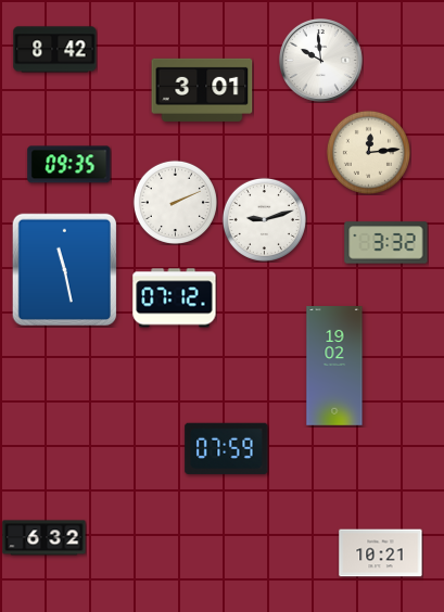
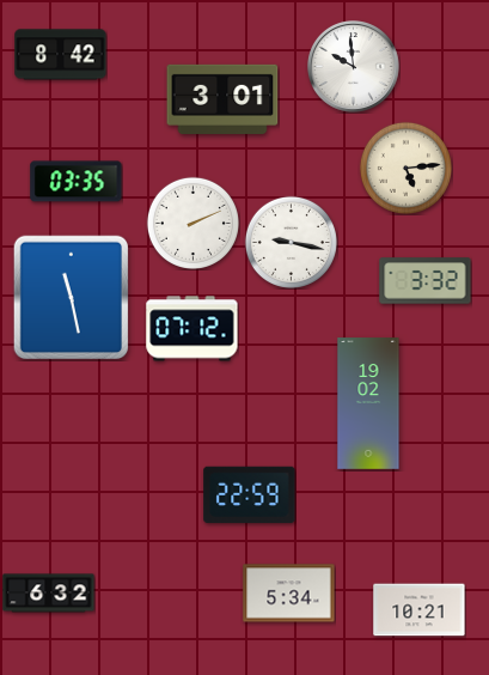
clock at (368, 152): 12:14 -> 5:14
clock at (69, 165): 09:35 -> 03:35
clock at (264, 219): 9:12 -> 9:17
clock at (386, 243) position: (386, 243) -> (426, 281)
clock at (227, 448): 07:59 -> 22:59
clock at (289, 594): none -> 5:34
